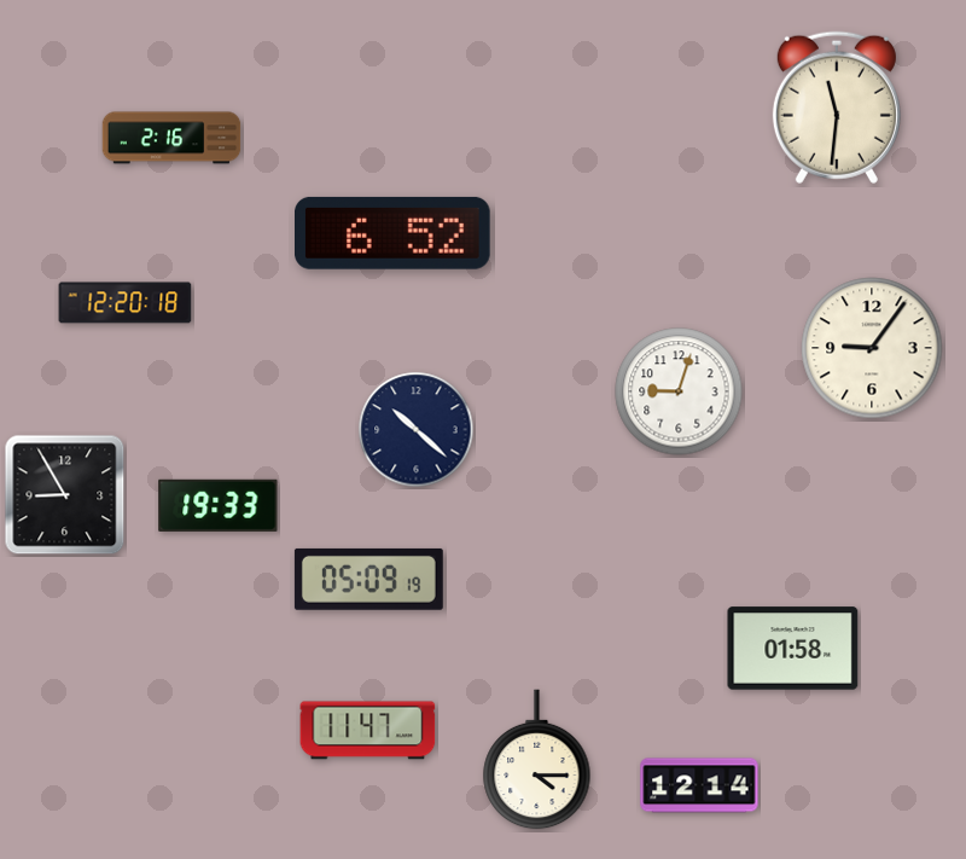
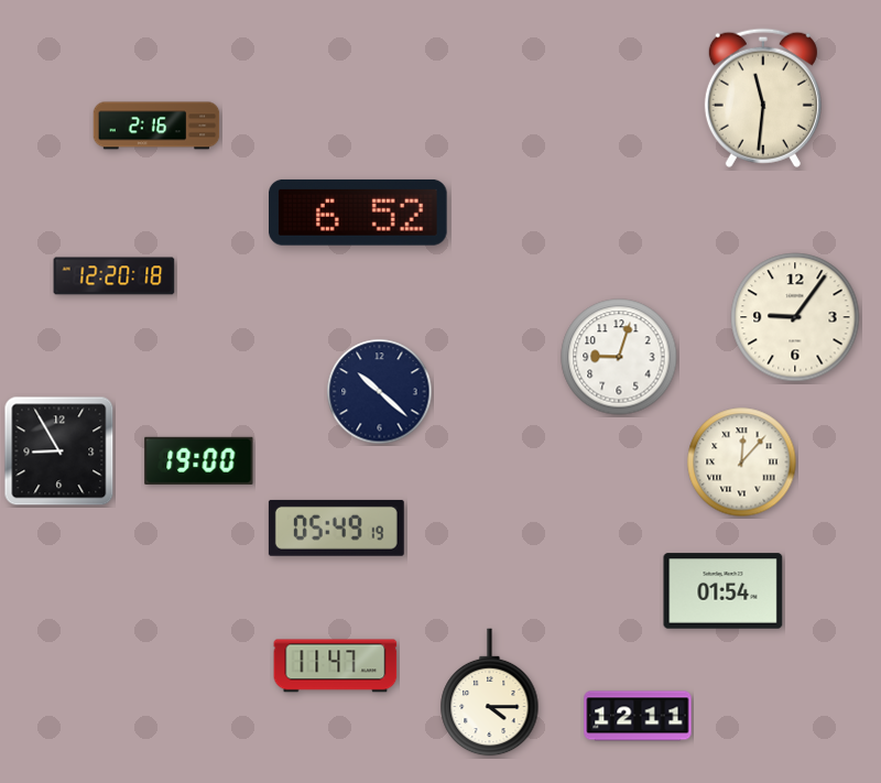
clock at (219, 505): 19:33 -> 19:00
clock at (742, 463): none -> 12:07
clock at (368, 579): 05:09 -> 05:49
clock at (793, 649): 01:58 -> 01:54
clock at (699, 785): 12:14 -> 12:11
